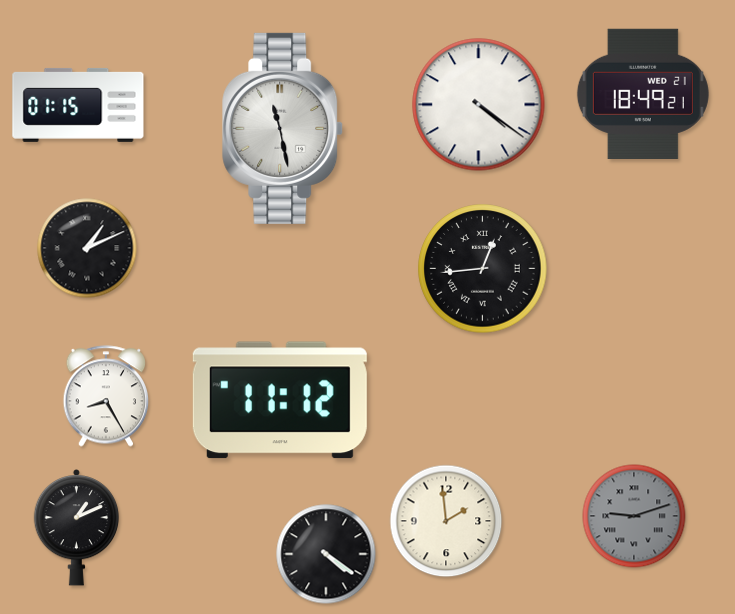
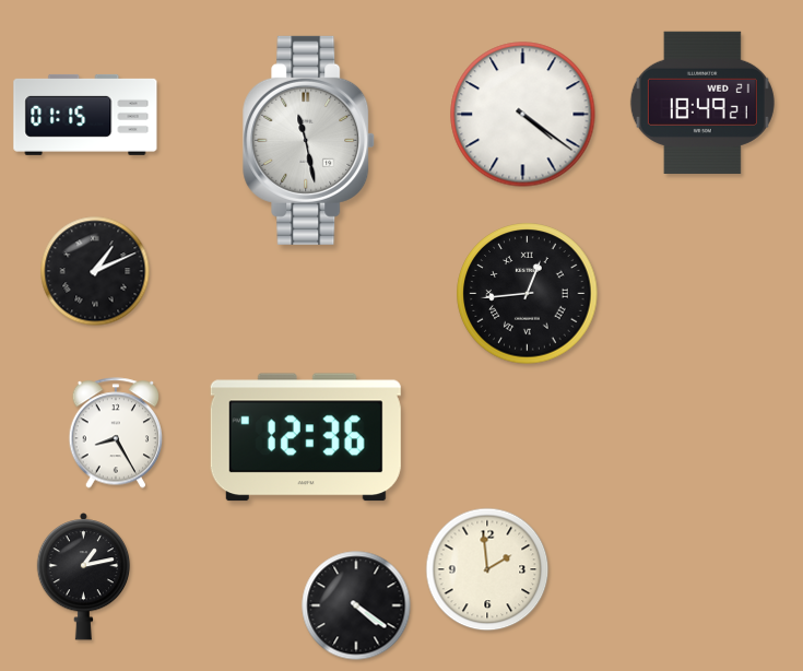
clock at (280, 400): 11:12 -> 12:36
clock at (634, 516): 9:12 -> none
clock at (77, 528): 1:11 -> 1:13
